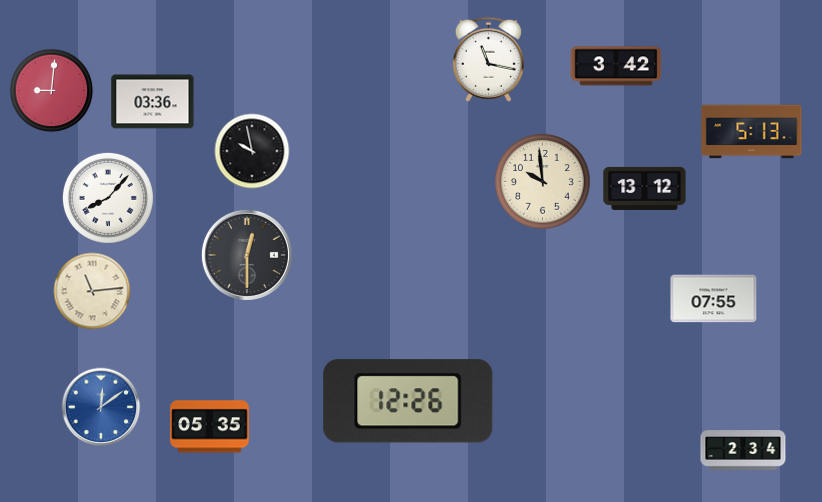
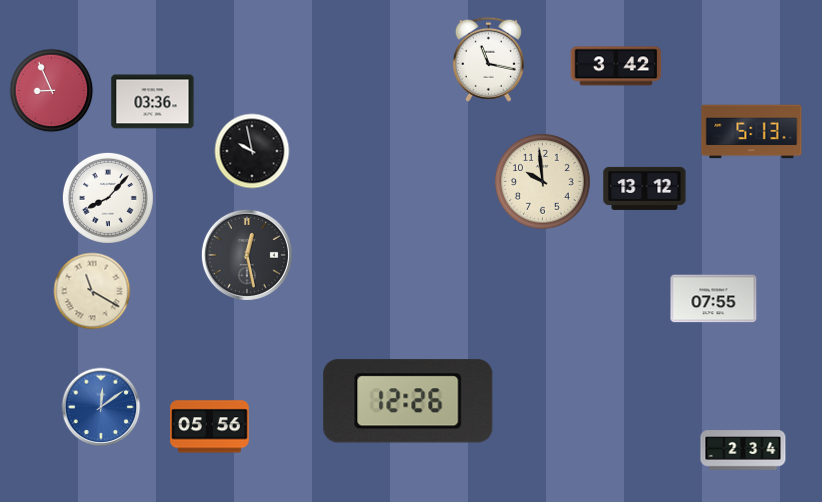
clock at (52, 91): 9:01 -> 8:56
clock at (247, 255): 12:30 -> 12:28
clock at (92, 291): 11:14 -> 11:20
clock at (210, 427): 05:35 -> 05:56
